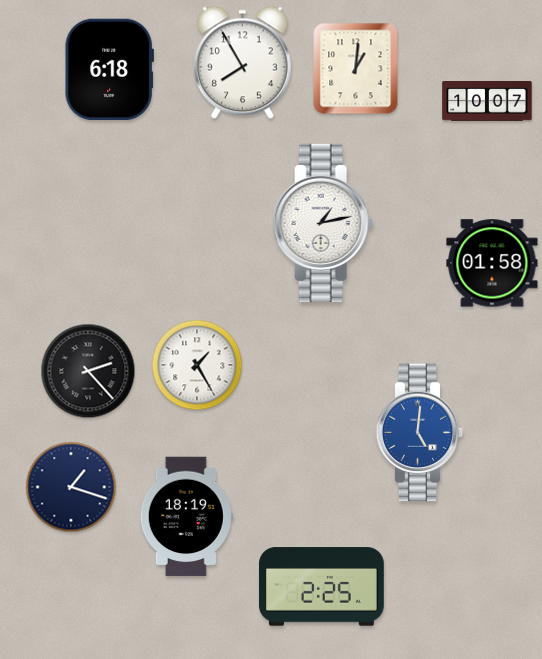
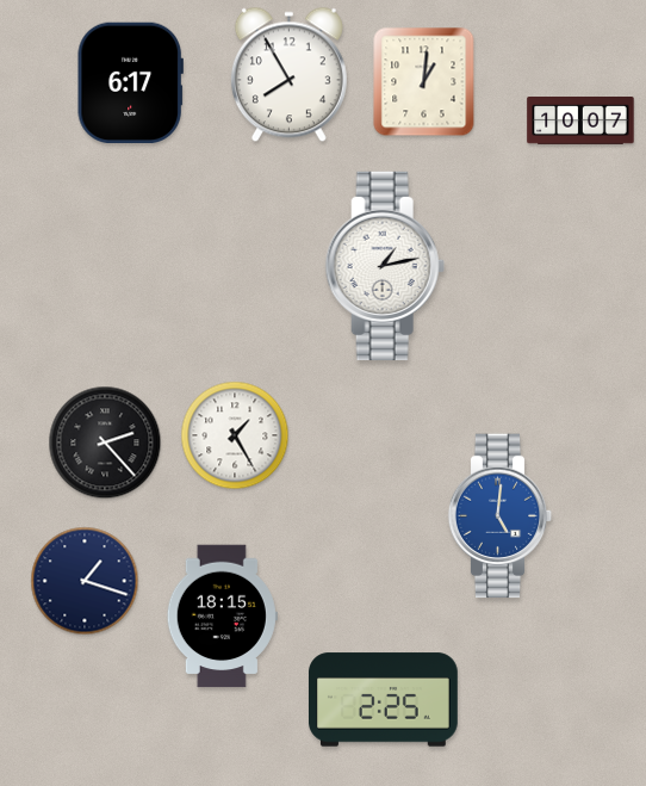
clock at (109, 69): 6:18 -> 6:17
clock at (492, 263): 01:58 -> none
clock at (186, 517): 18:19 -> 18:15
